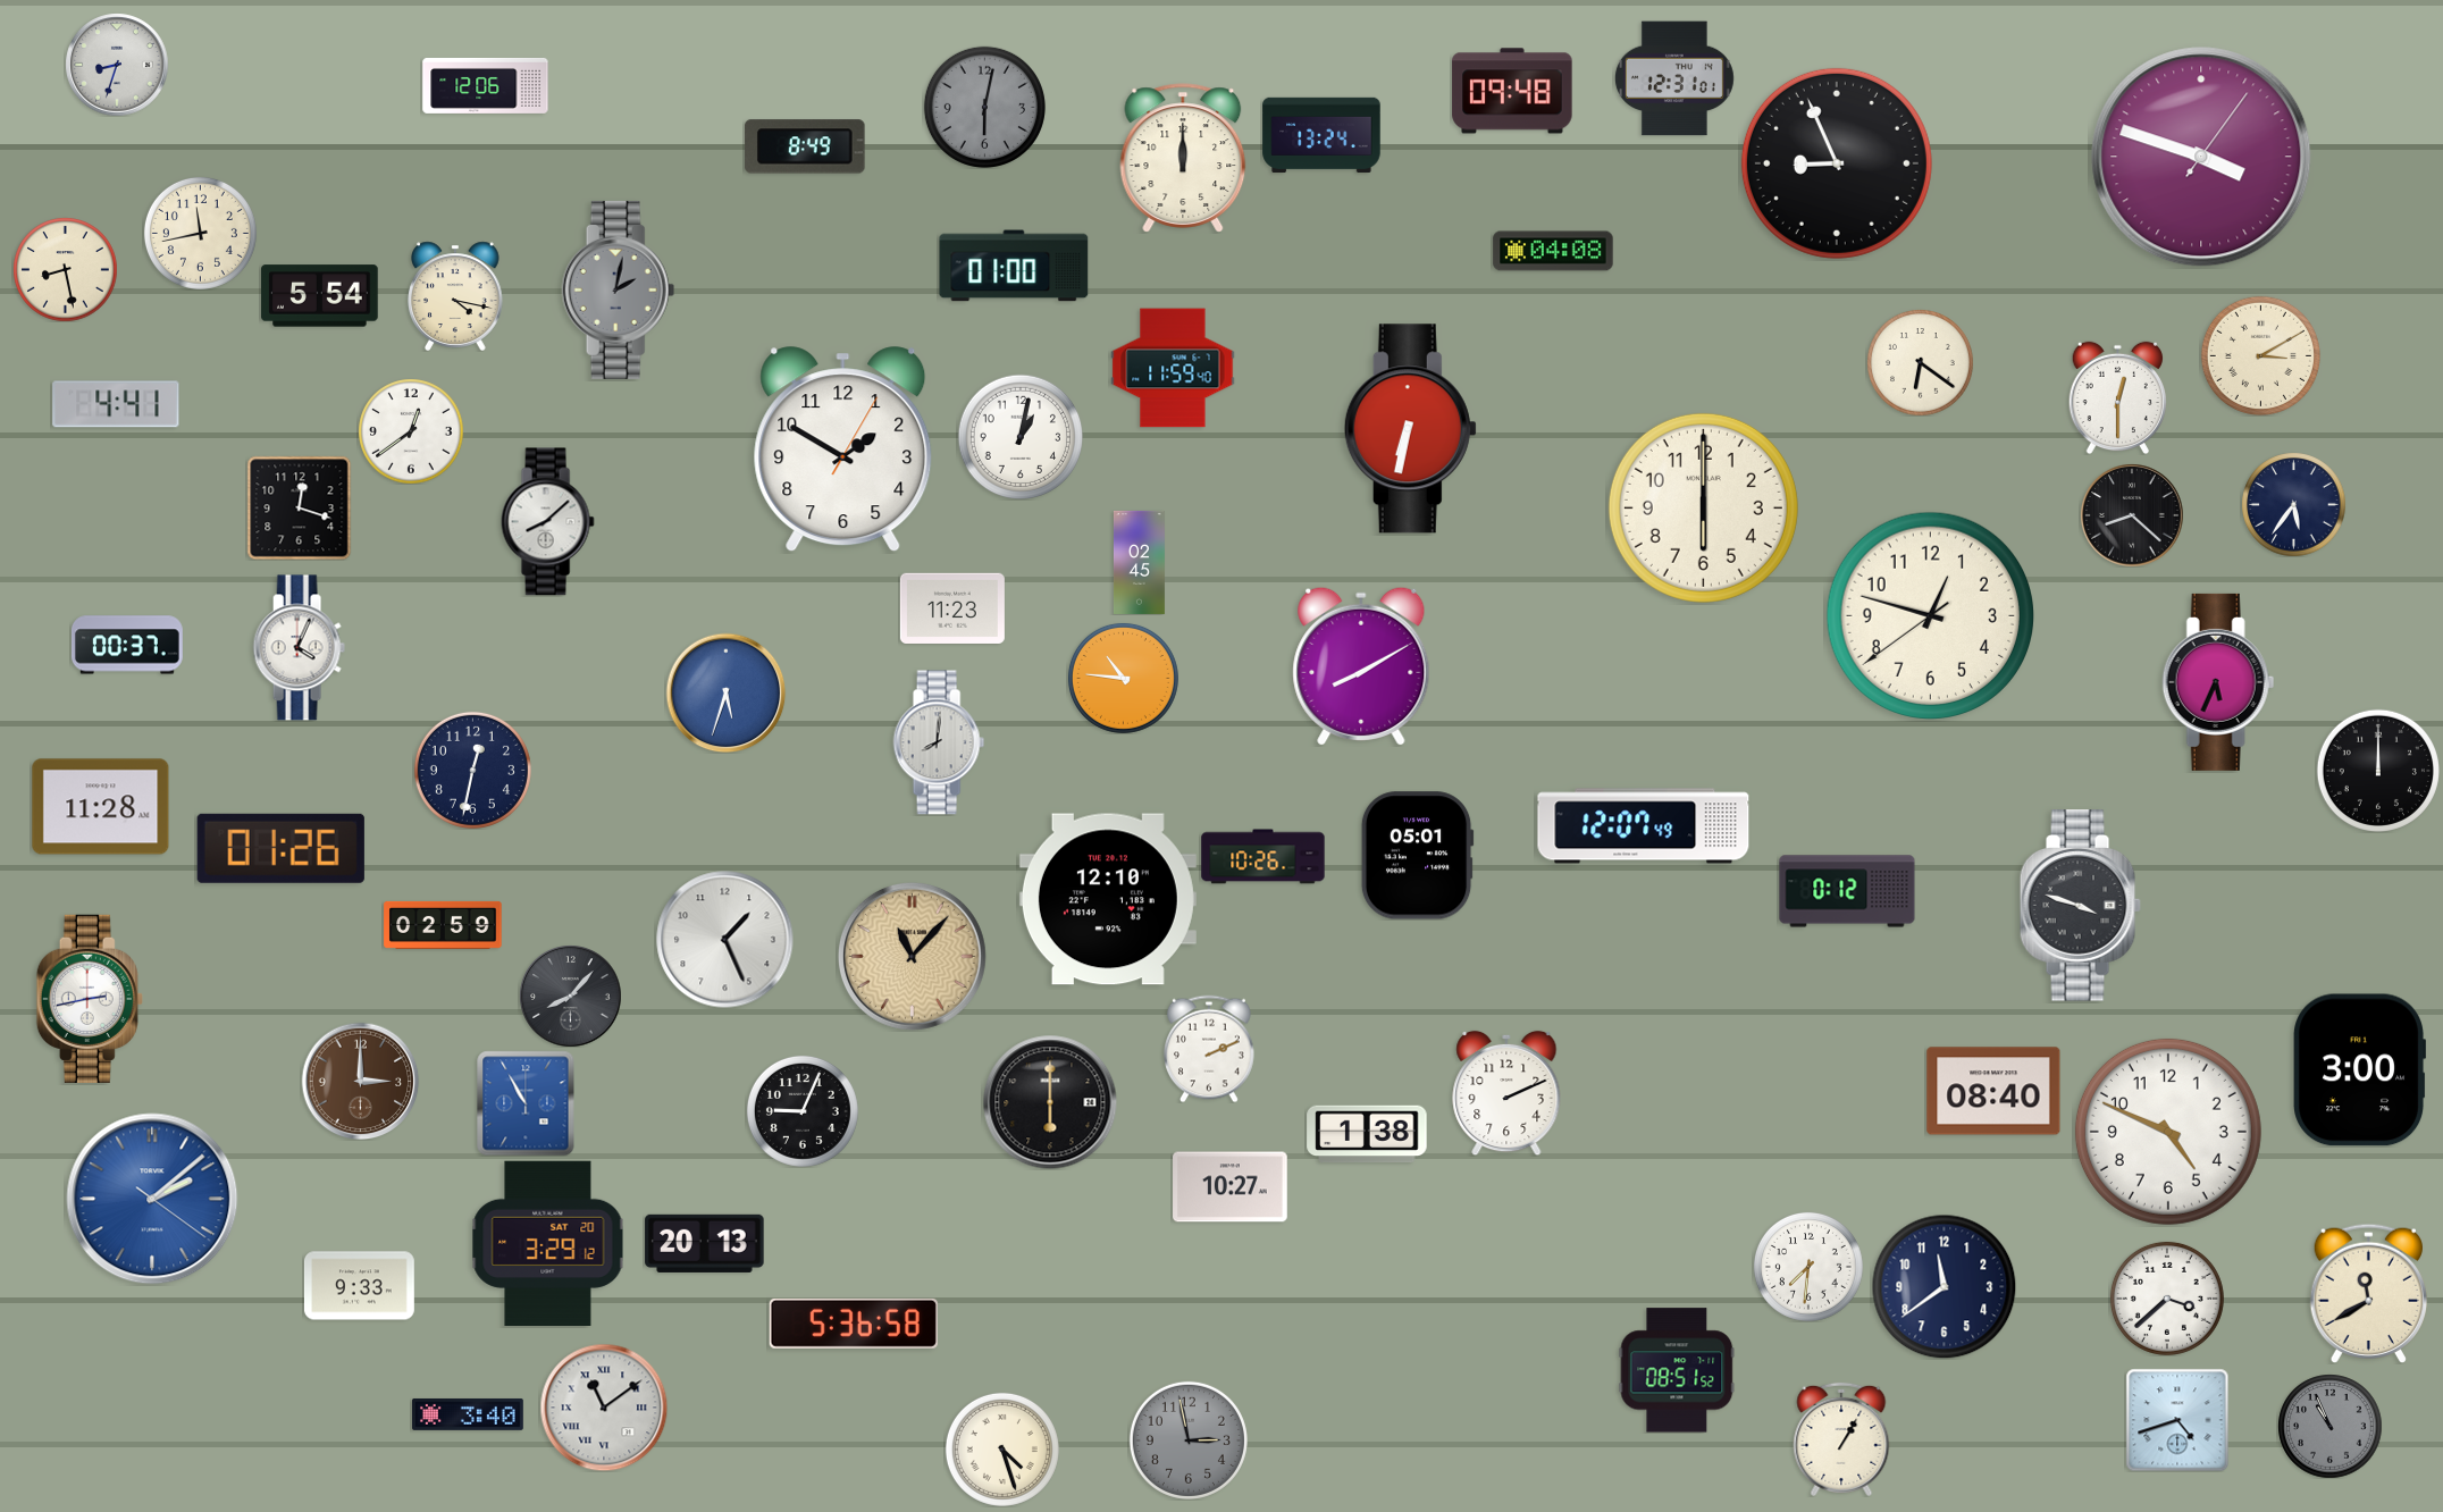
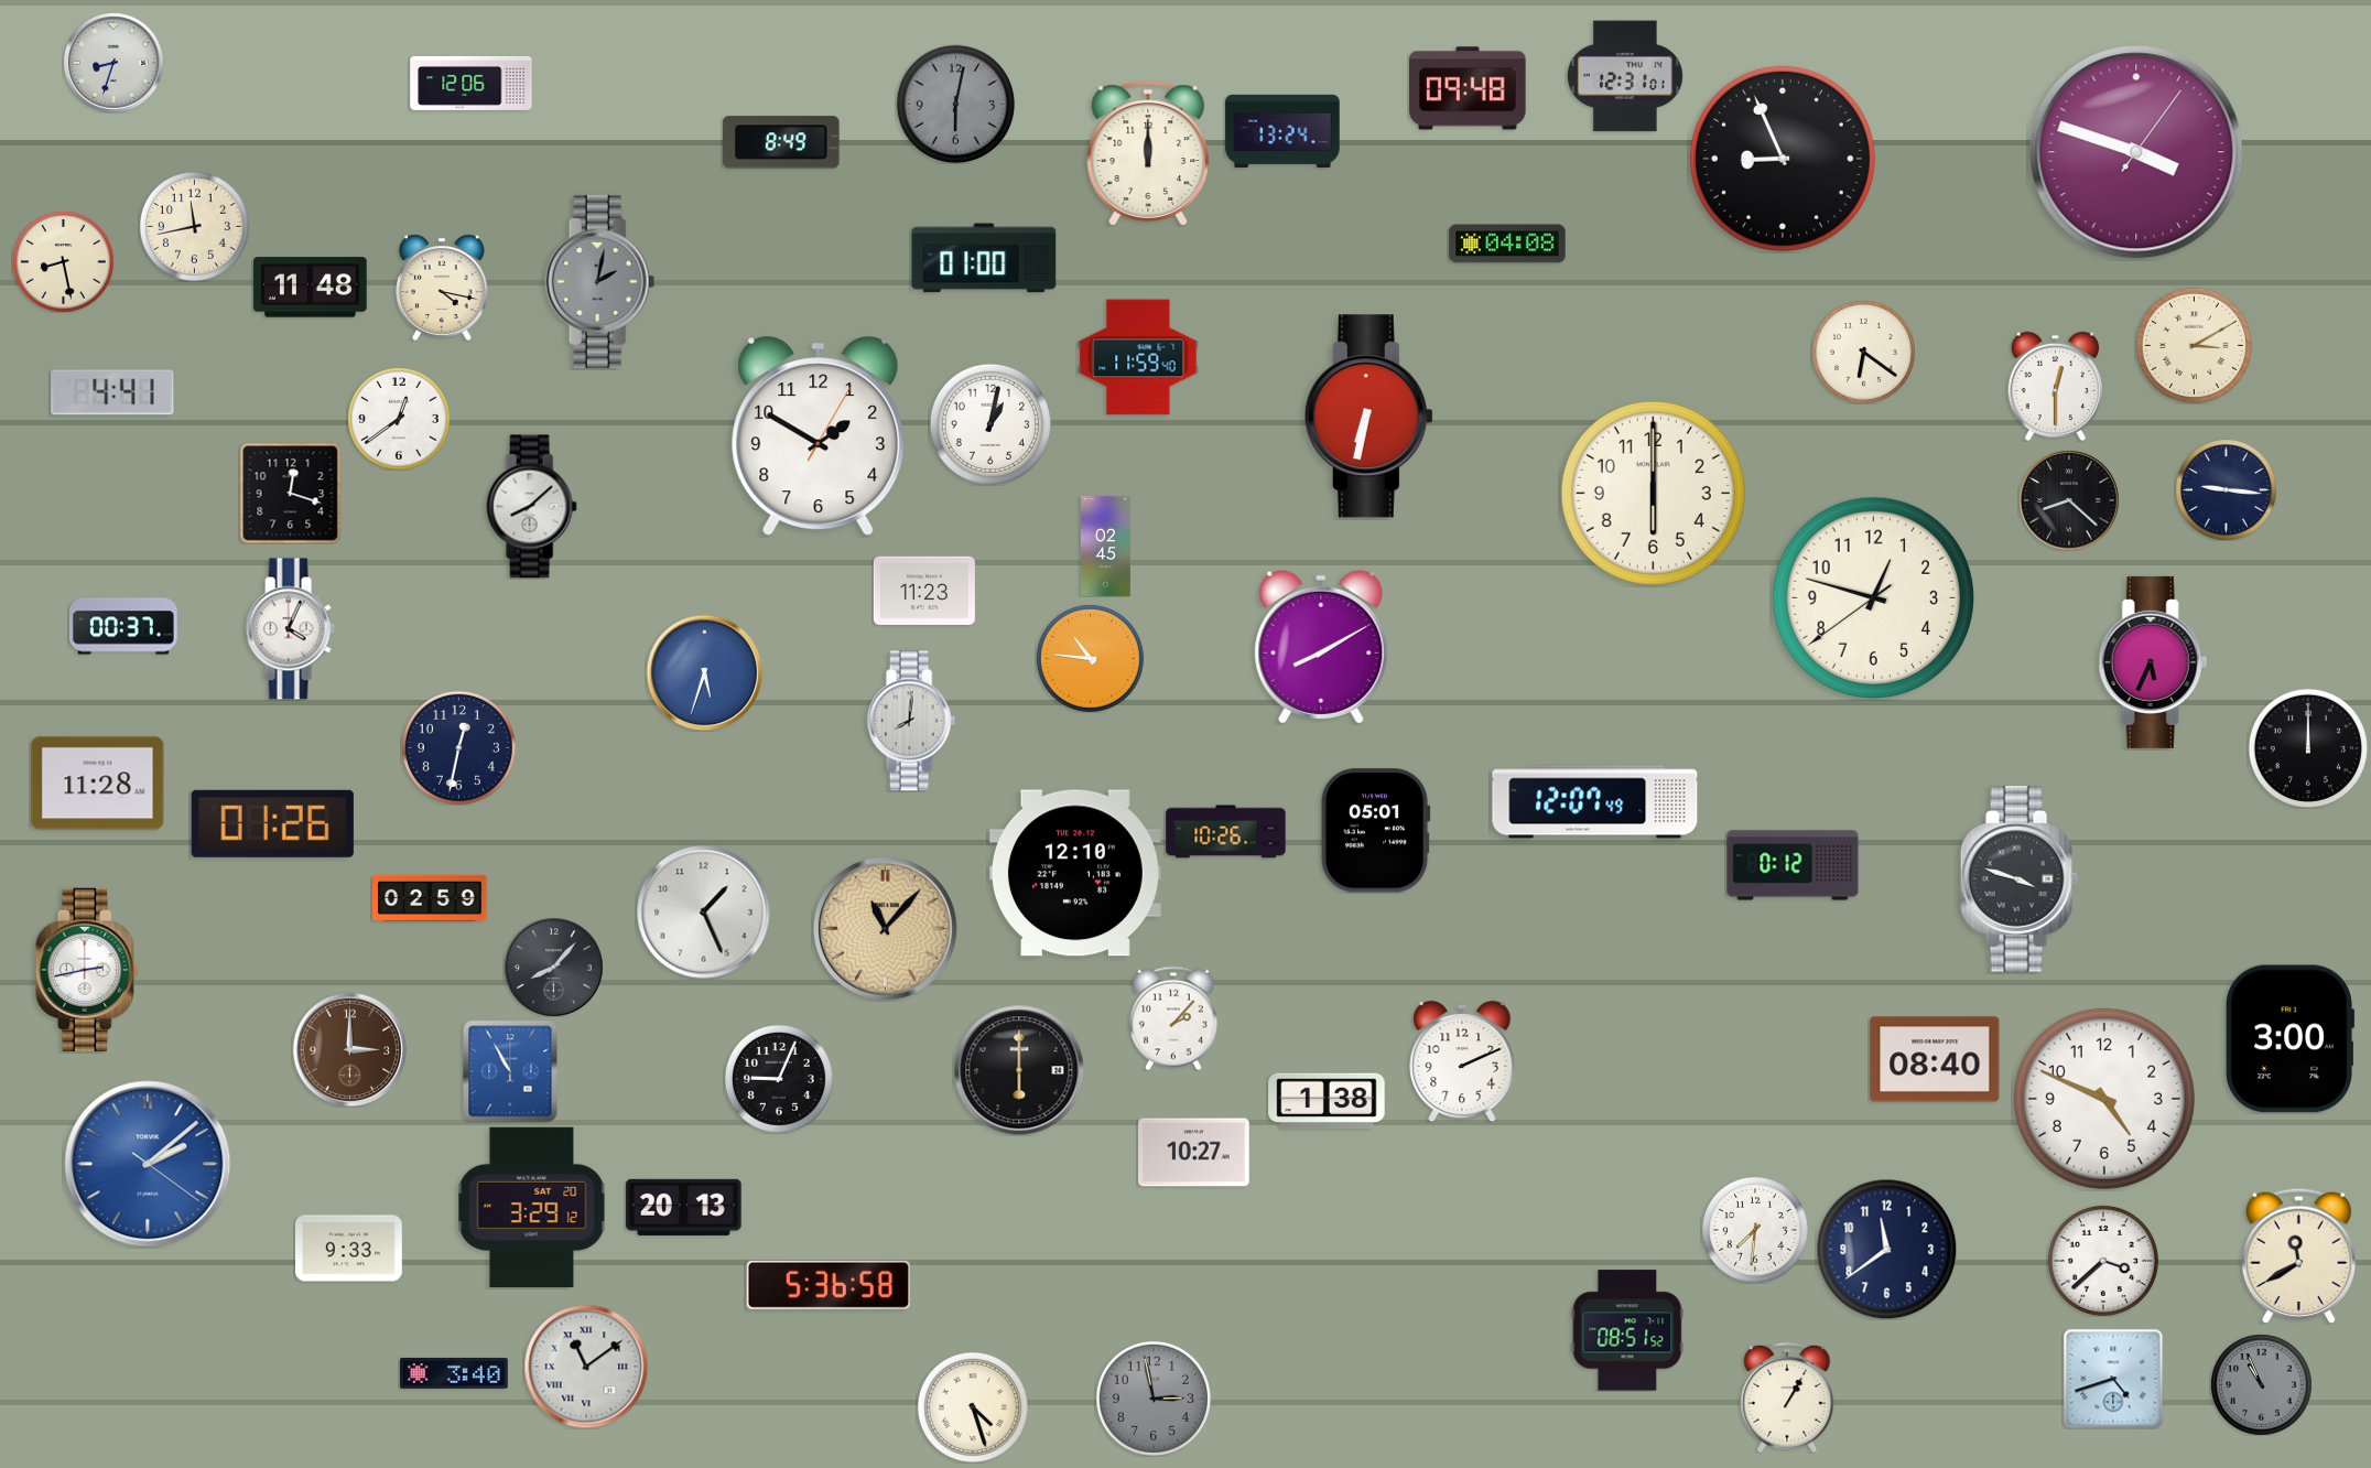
clock at (320, 296): 5:54 -> 11:48
clock at (2293, 504): 5:36 -> 9:16
clock at (1210, 1049): 2:11 -> 2:07
